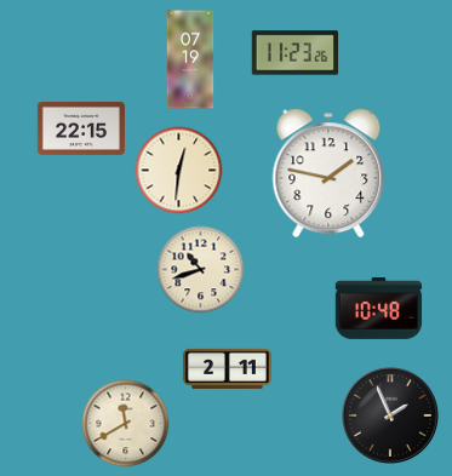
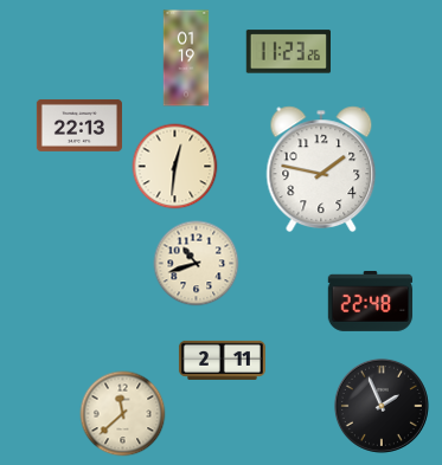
clock at (190, 59): 07:19 -> 01:19
clock at (81, 128): 22:15 -> 22:13
clock at (379, 308): 10:48 -> 22:48
clock at (126, 424): 11:40 -> 11:38
